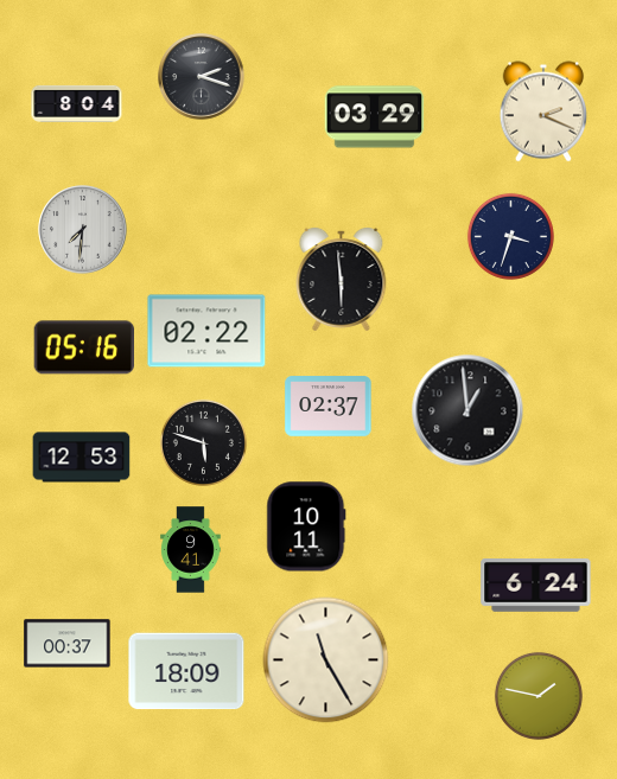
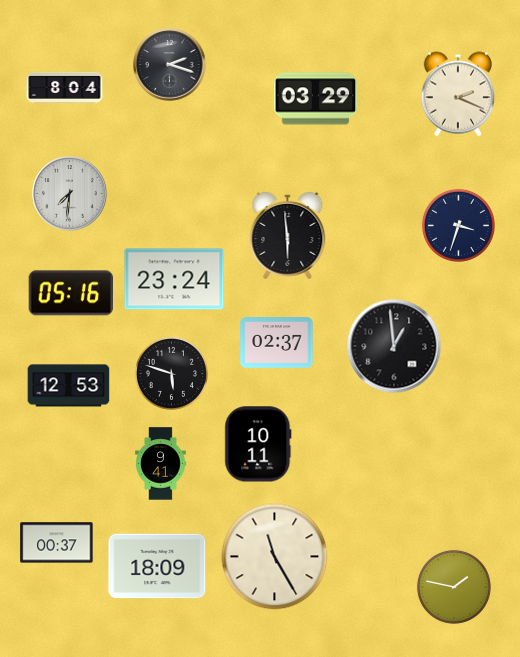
clock at (510, 236) position: (510, 236) -> (458, 225)
clock at (206, 331): 02:22 -> 23:24
clock at (536, 586): 6:24 -> none
